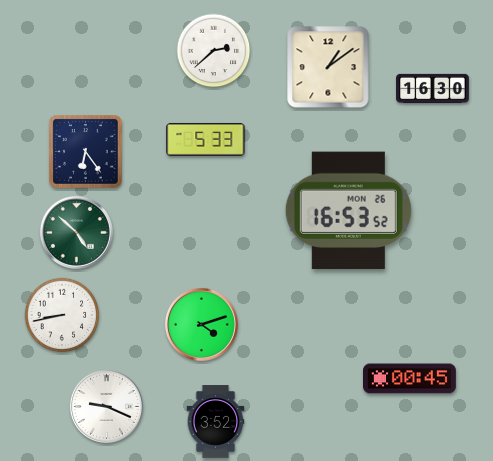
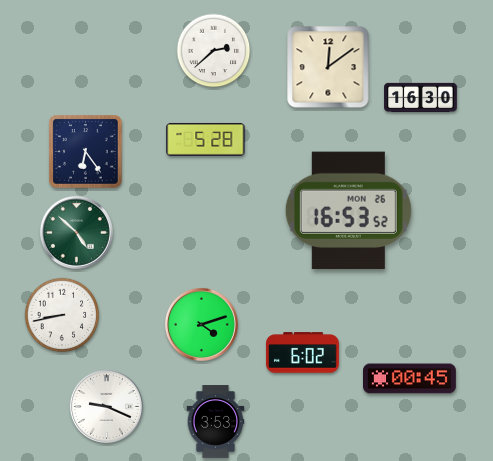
clock at (328, 67): 1:09 -> 12:09
clock at (433, 88) position: (433, 88) -> (421, 97)
clock at (206, 139): 5:33 -> 5:28
clock at (303, 353): none -> 6:02
clock at (216, 422): 3:52 -> 3:53
